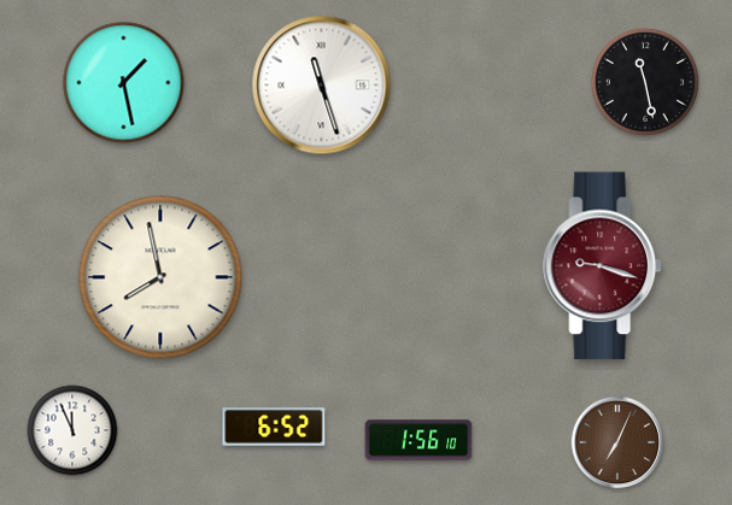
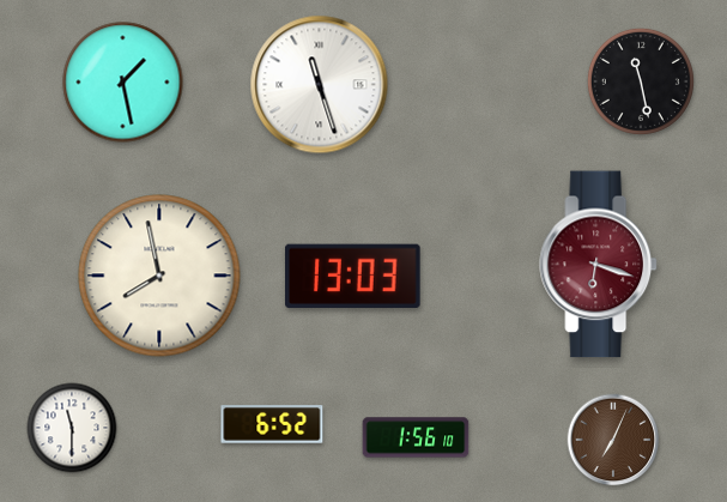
clock at (603, 266): 9:18 -> 6:18
clock at (353, 276): none -> 13:03
clock at (72, 430): 11:56 -> 11:30
